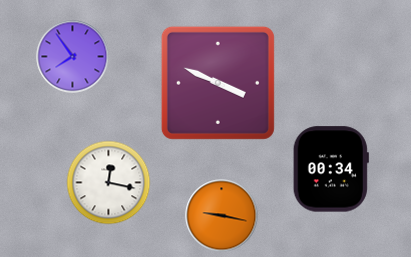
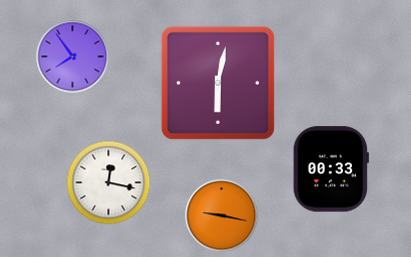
clock at (218, 83): 3:49 -> 6:02
clock at (331, 169): 00:34 -> 00:33
